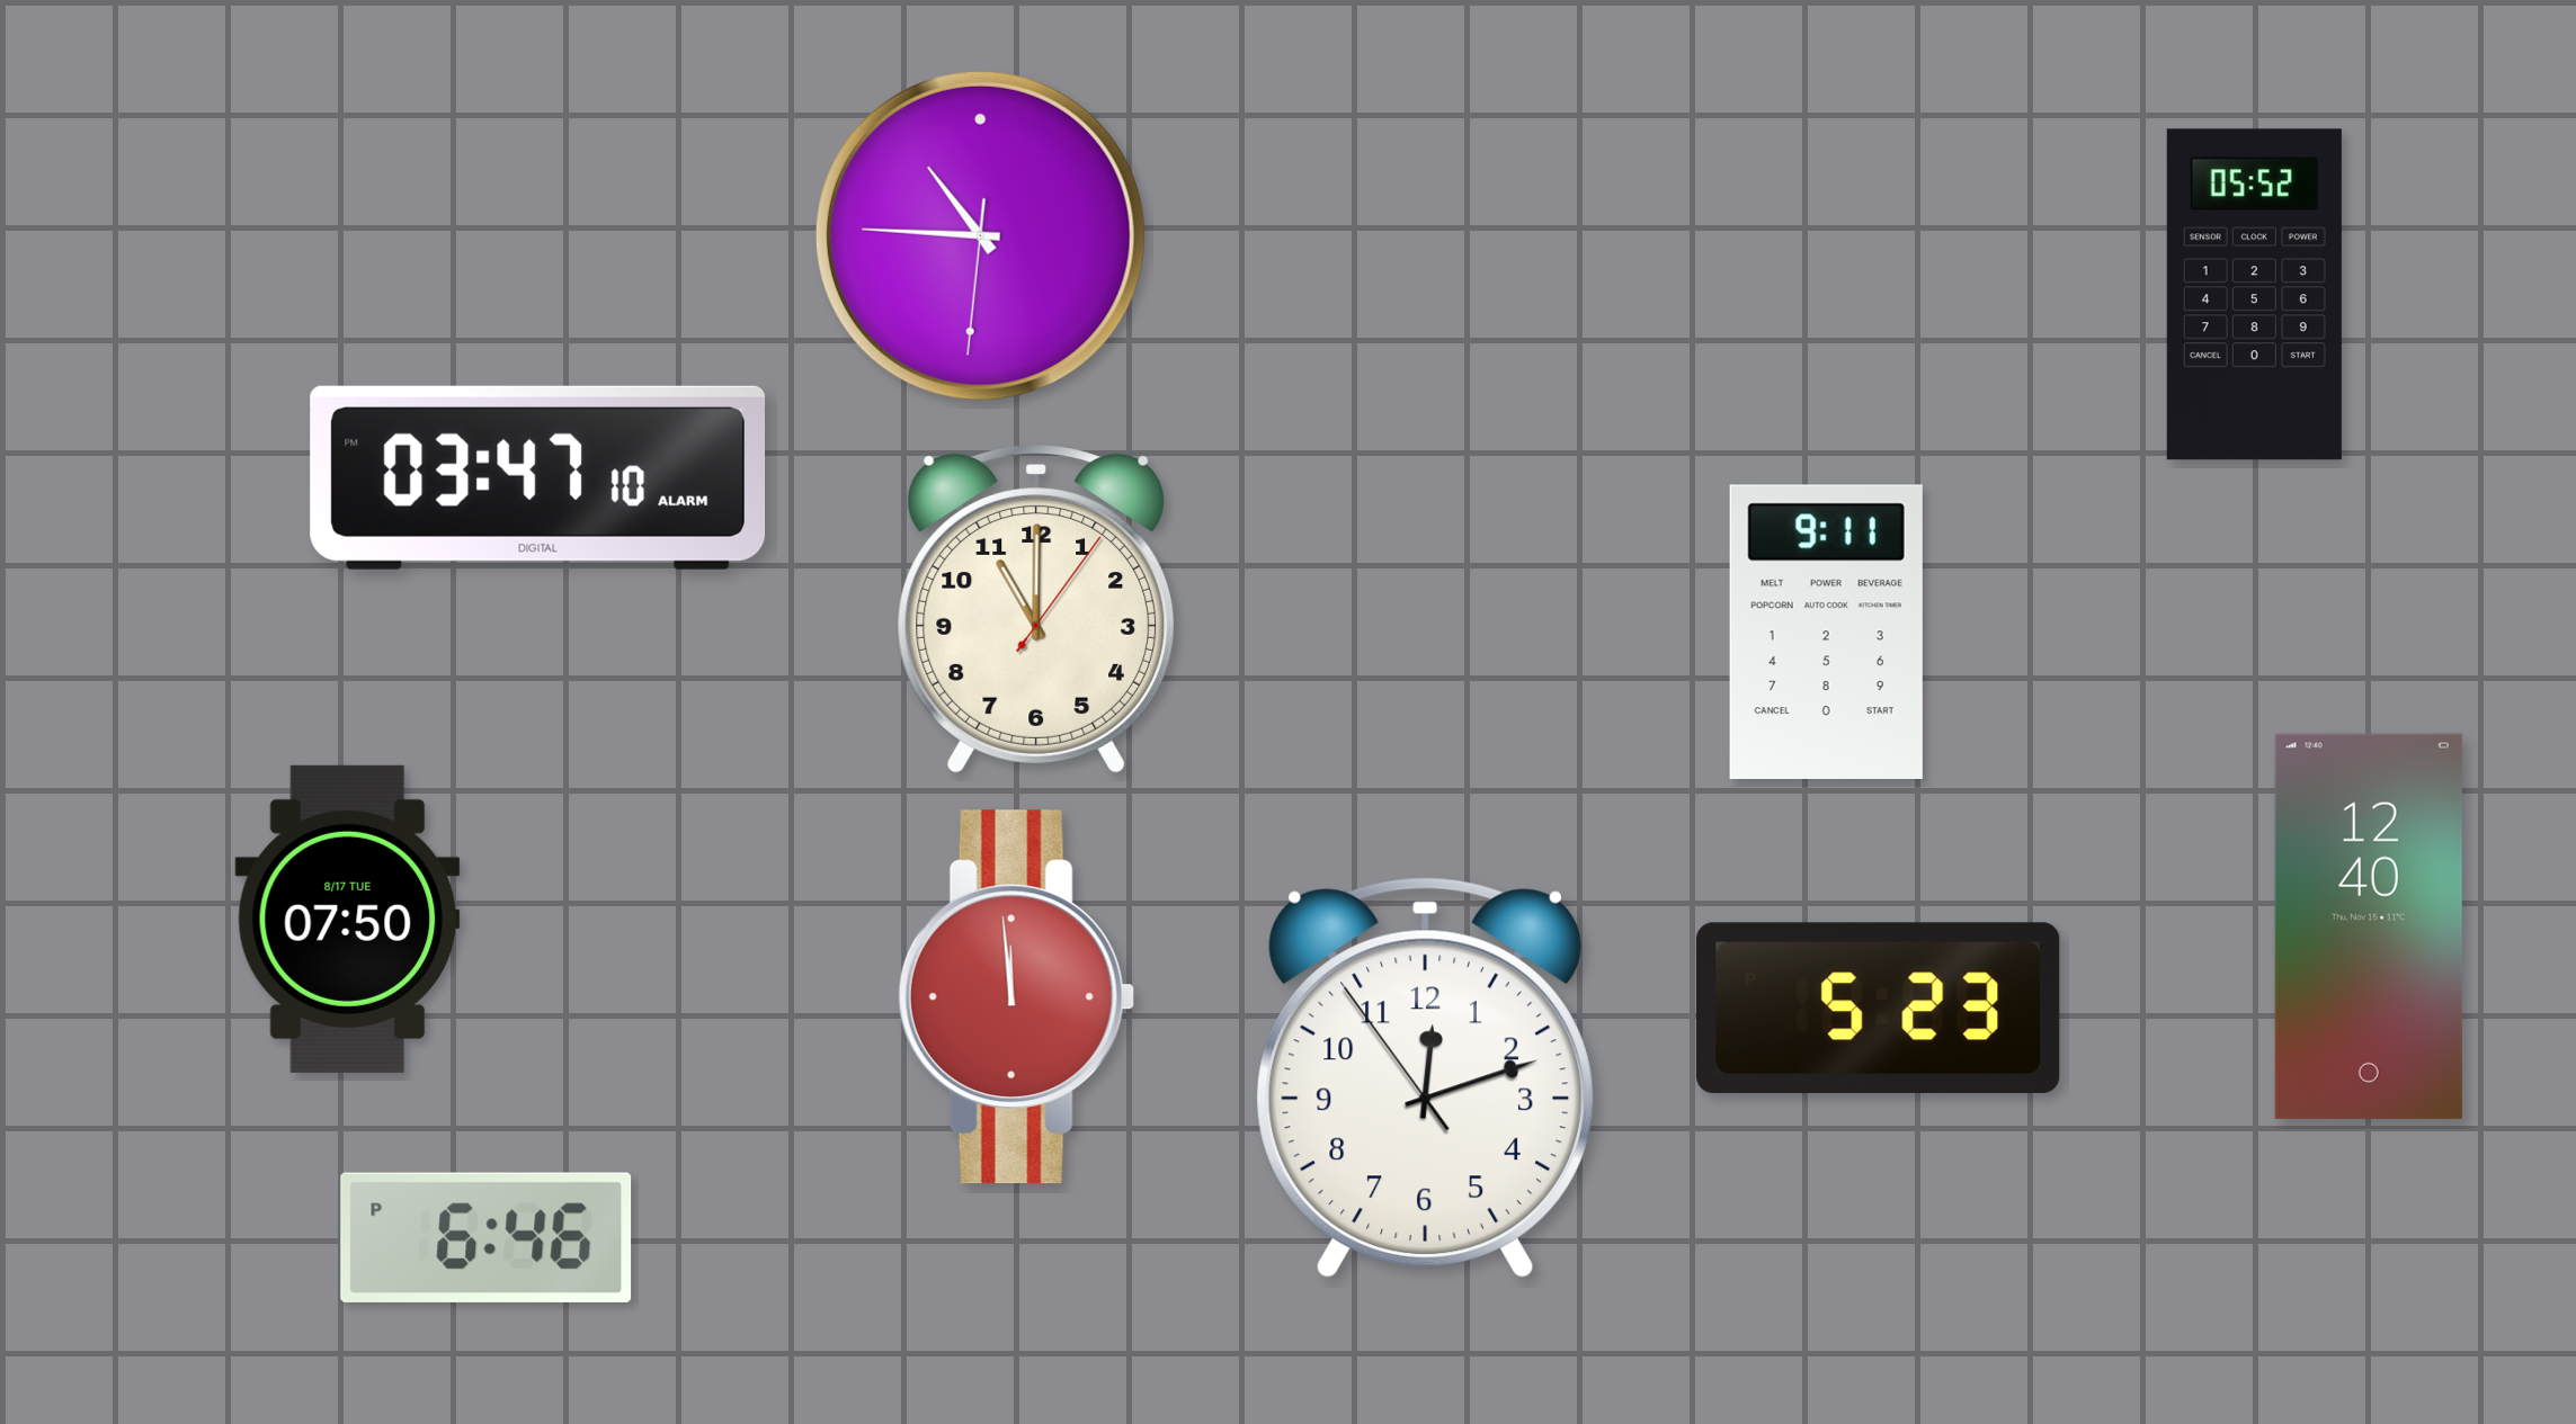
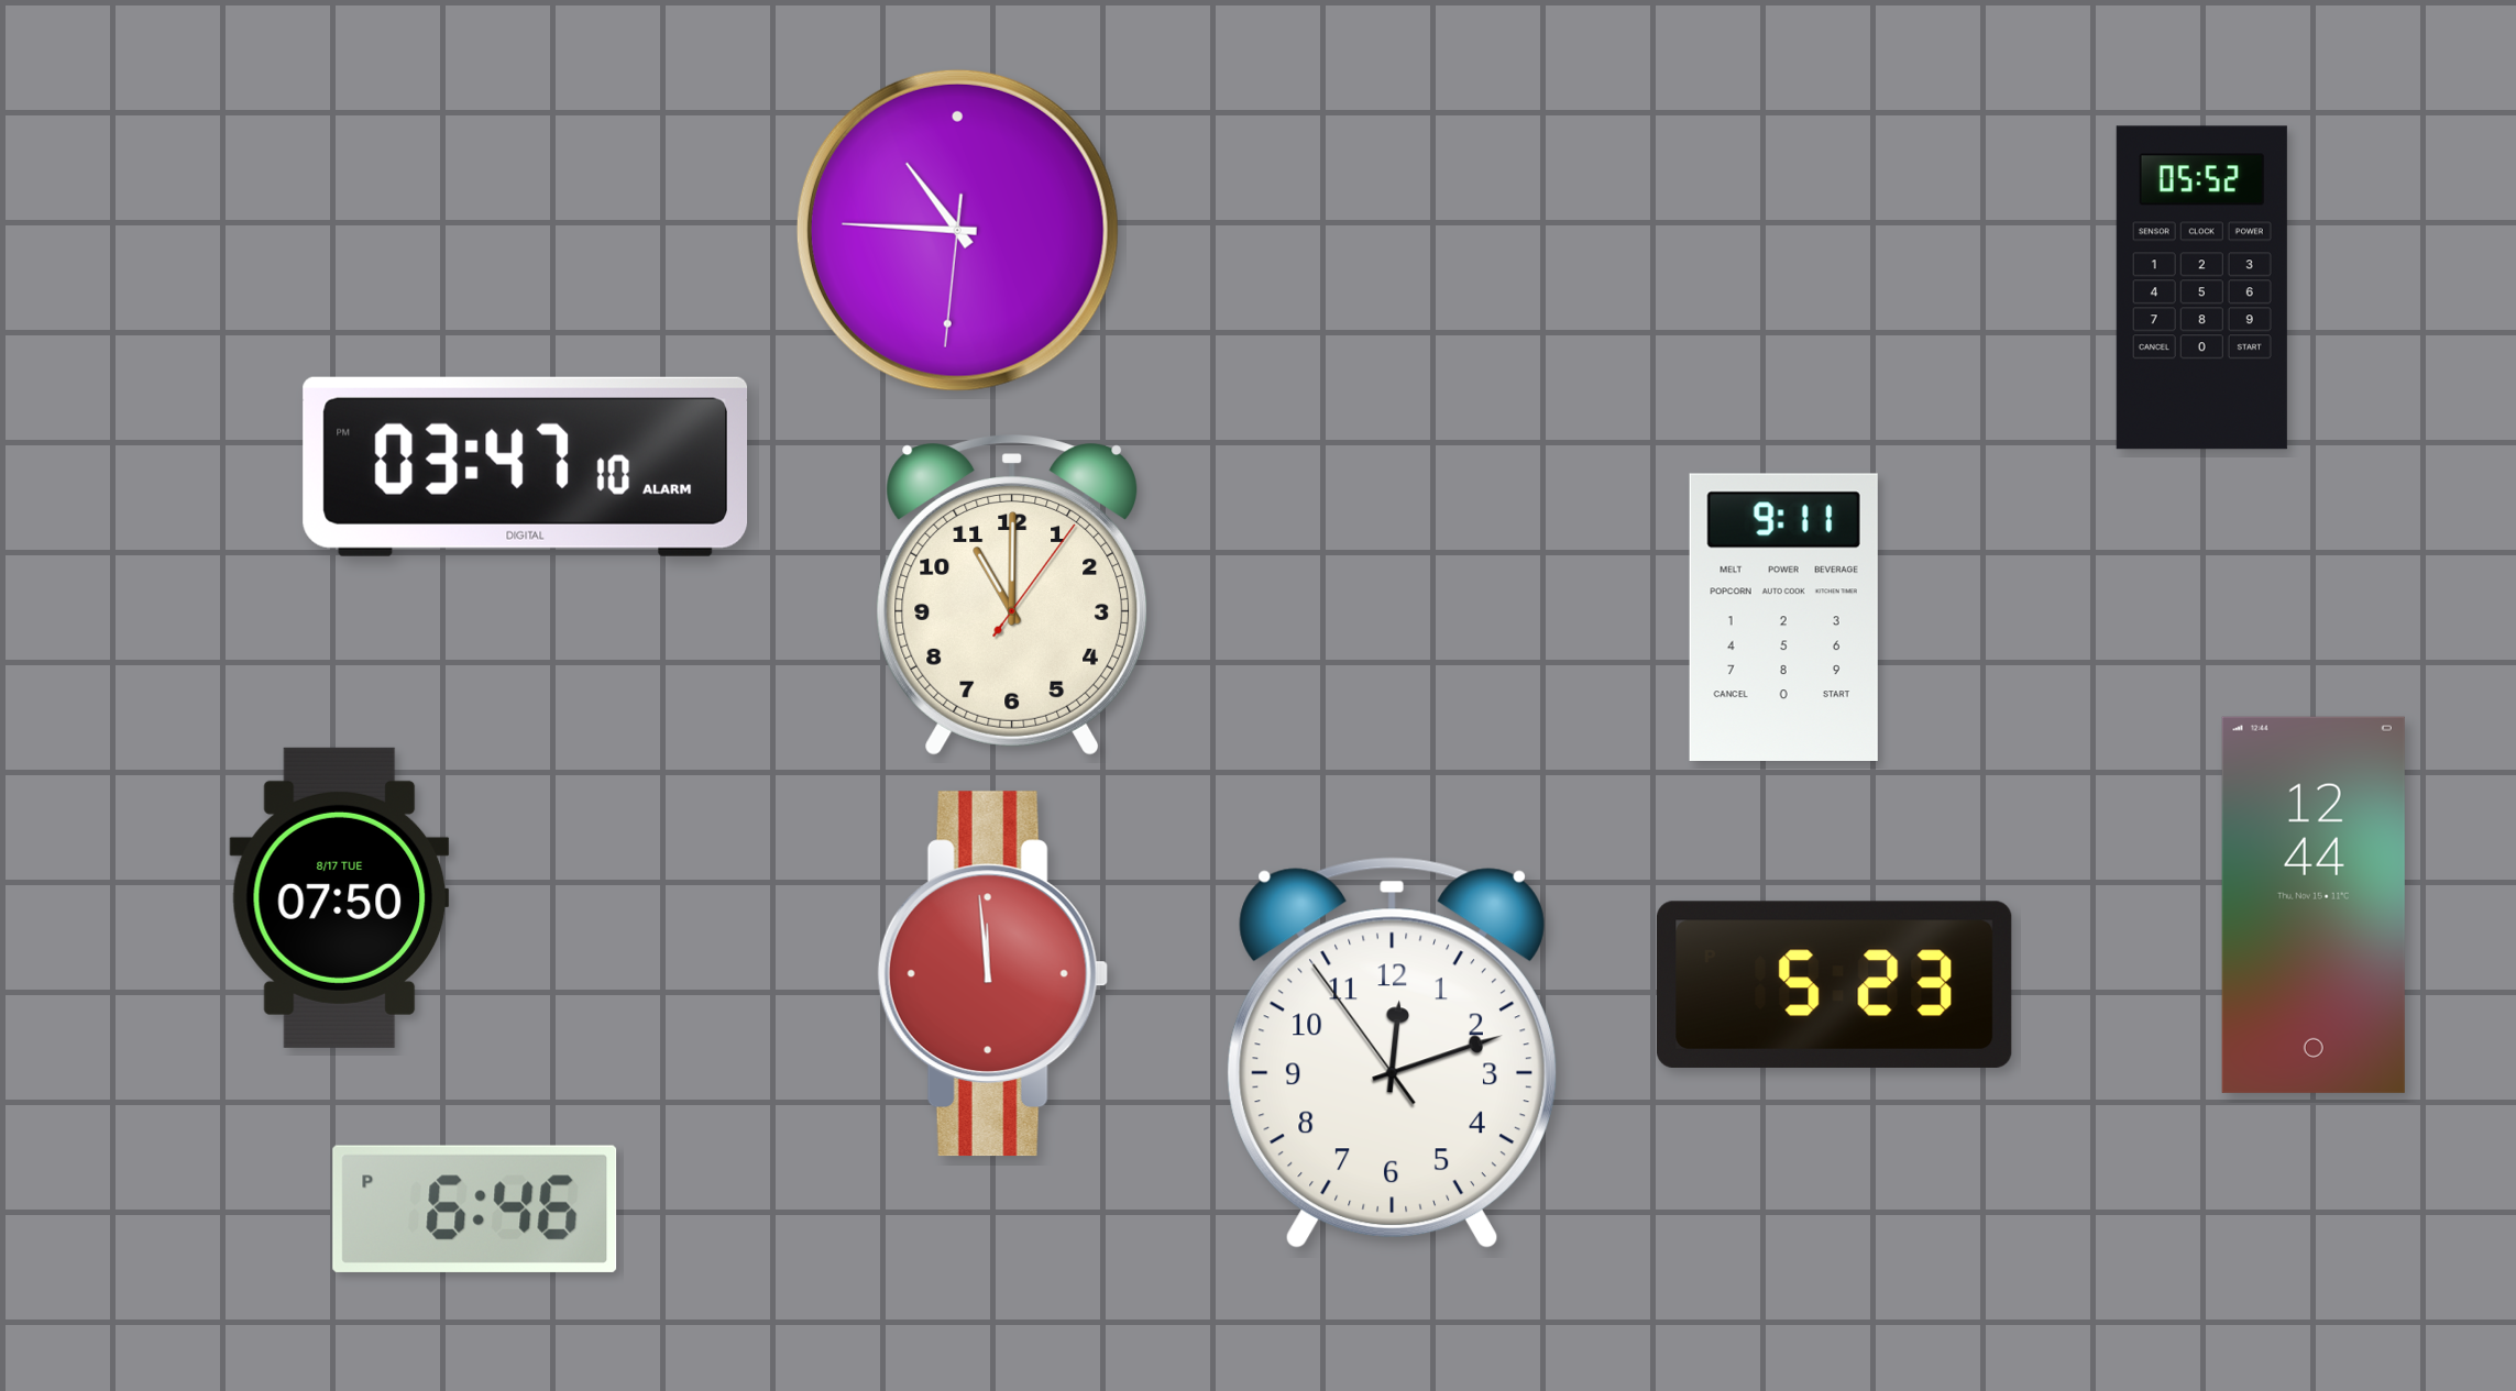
clock at (2369, 926): 12:40 -> 12:44
